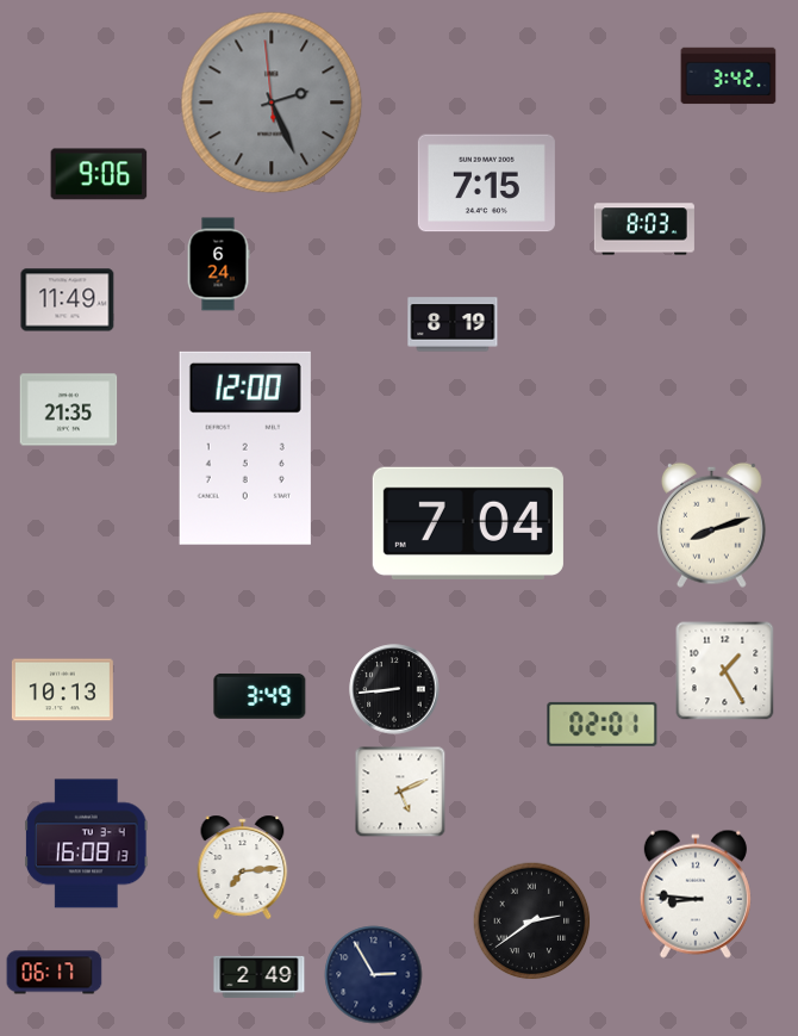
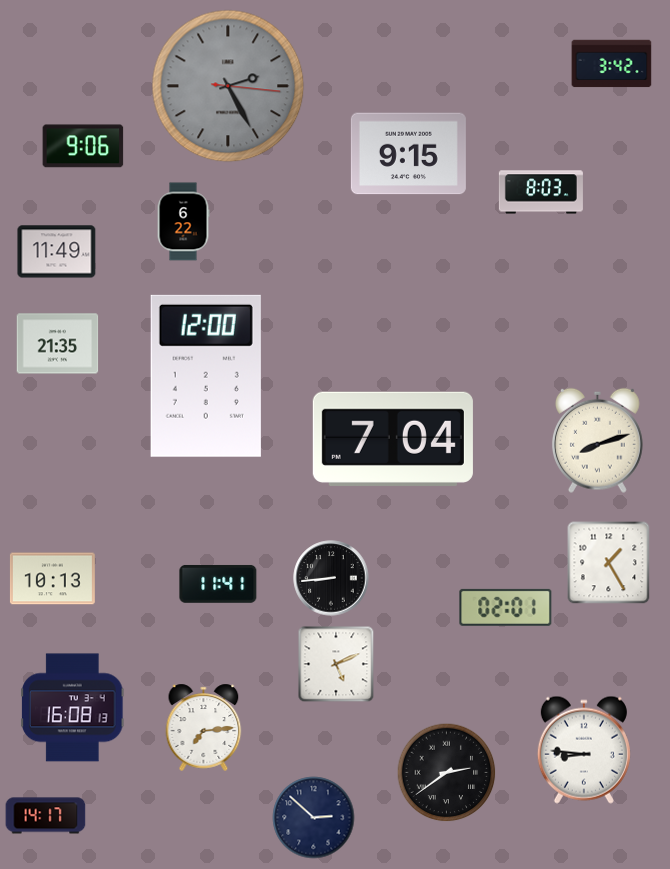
clock at (272, 103): 2:25:59 -> 2:25:16
clock at (486, 184): 7:15 -> 9:15
clock at (218, 265): 6:24 -> 6:22
clock at (453, 324): 8:19 -> none
clock at (260, 696): 3:49 -> 11:41
clock at (55, 973): 06:17 -> 14:17
clock at (374, 975): 2:55 -> 2:52
clock at (260, 976): 2:49 -> none
